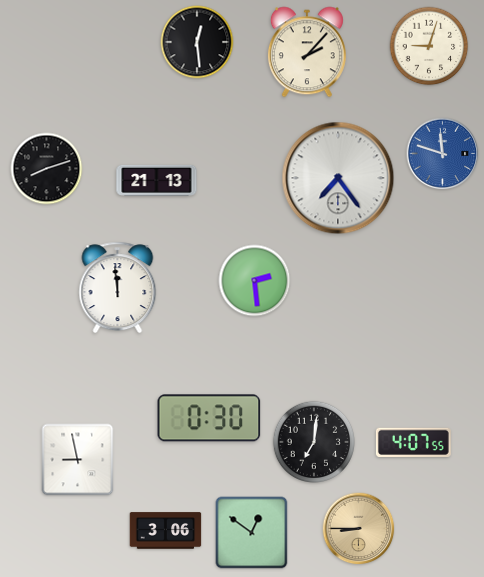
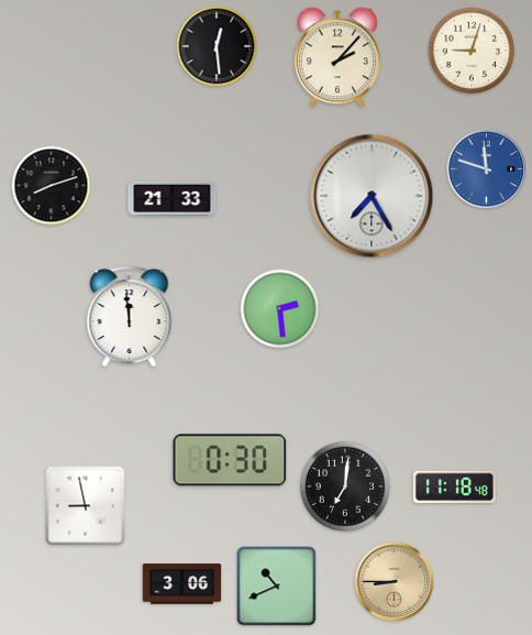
clock at (338, 178): 7:24 -> 7:25
clock at (157, 180): 21:13 -> 21:33
clock at (413, 442): 4:07 -> 11:18
clock at (252, 533): 12:51 -> 10:41
